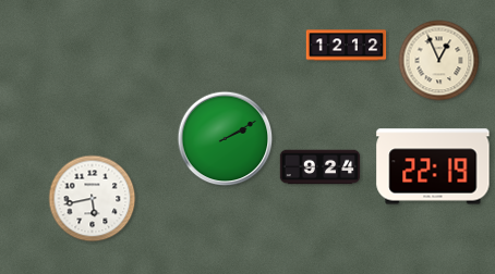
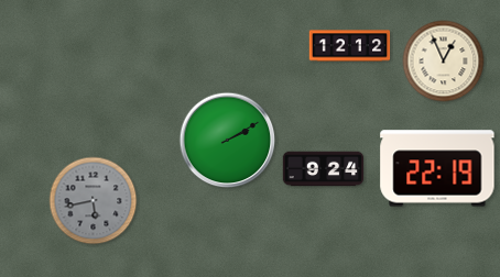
clock at (93, 199) dial: white -> grey
